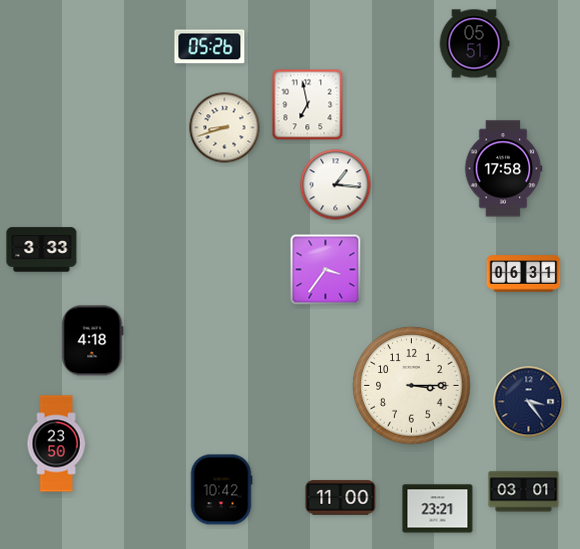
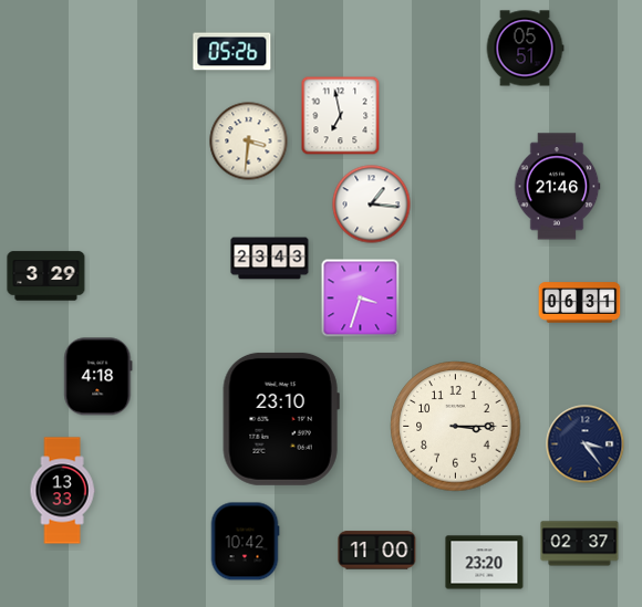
clock at (225, 128): 8:42 -> 3:31
clock at (503, 169): 17:58 -> 21:46
clock at (270, 259): none -> 23:43
clock at (42, 250): 3:33 -> 3:29
clock at (326, 270): 3:36 -> 3:33
clock at (93, 341) position: (93, 341) -> (99, 377)
clock at (281, 419): none -> 23:10
clock at (56, 444): 23:50 -> 13:33
clock at (524, 492): 03:01 -> 02:37
clock at (438, 509): 23:21 -> 23:20
